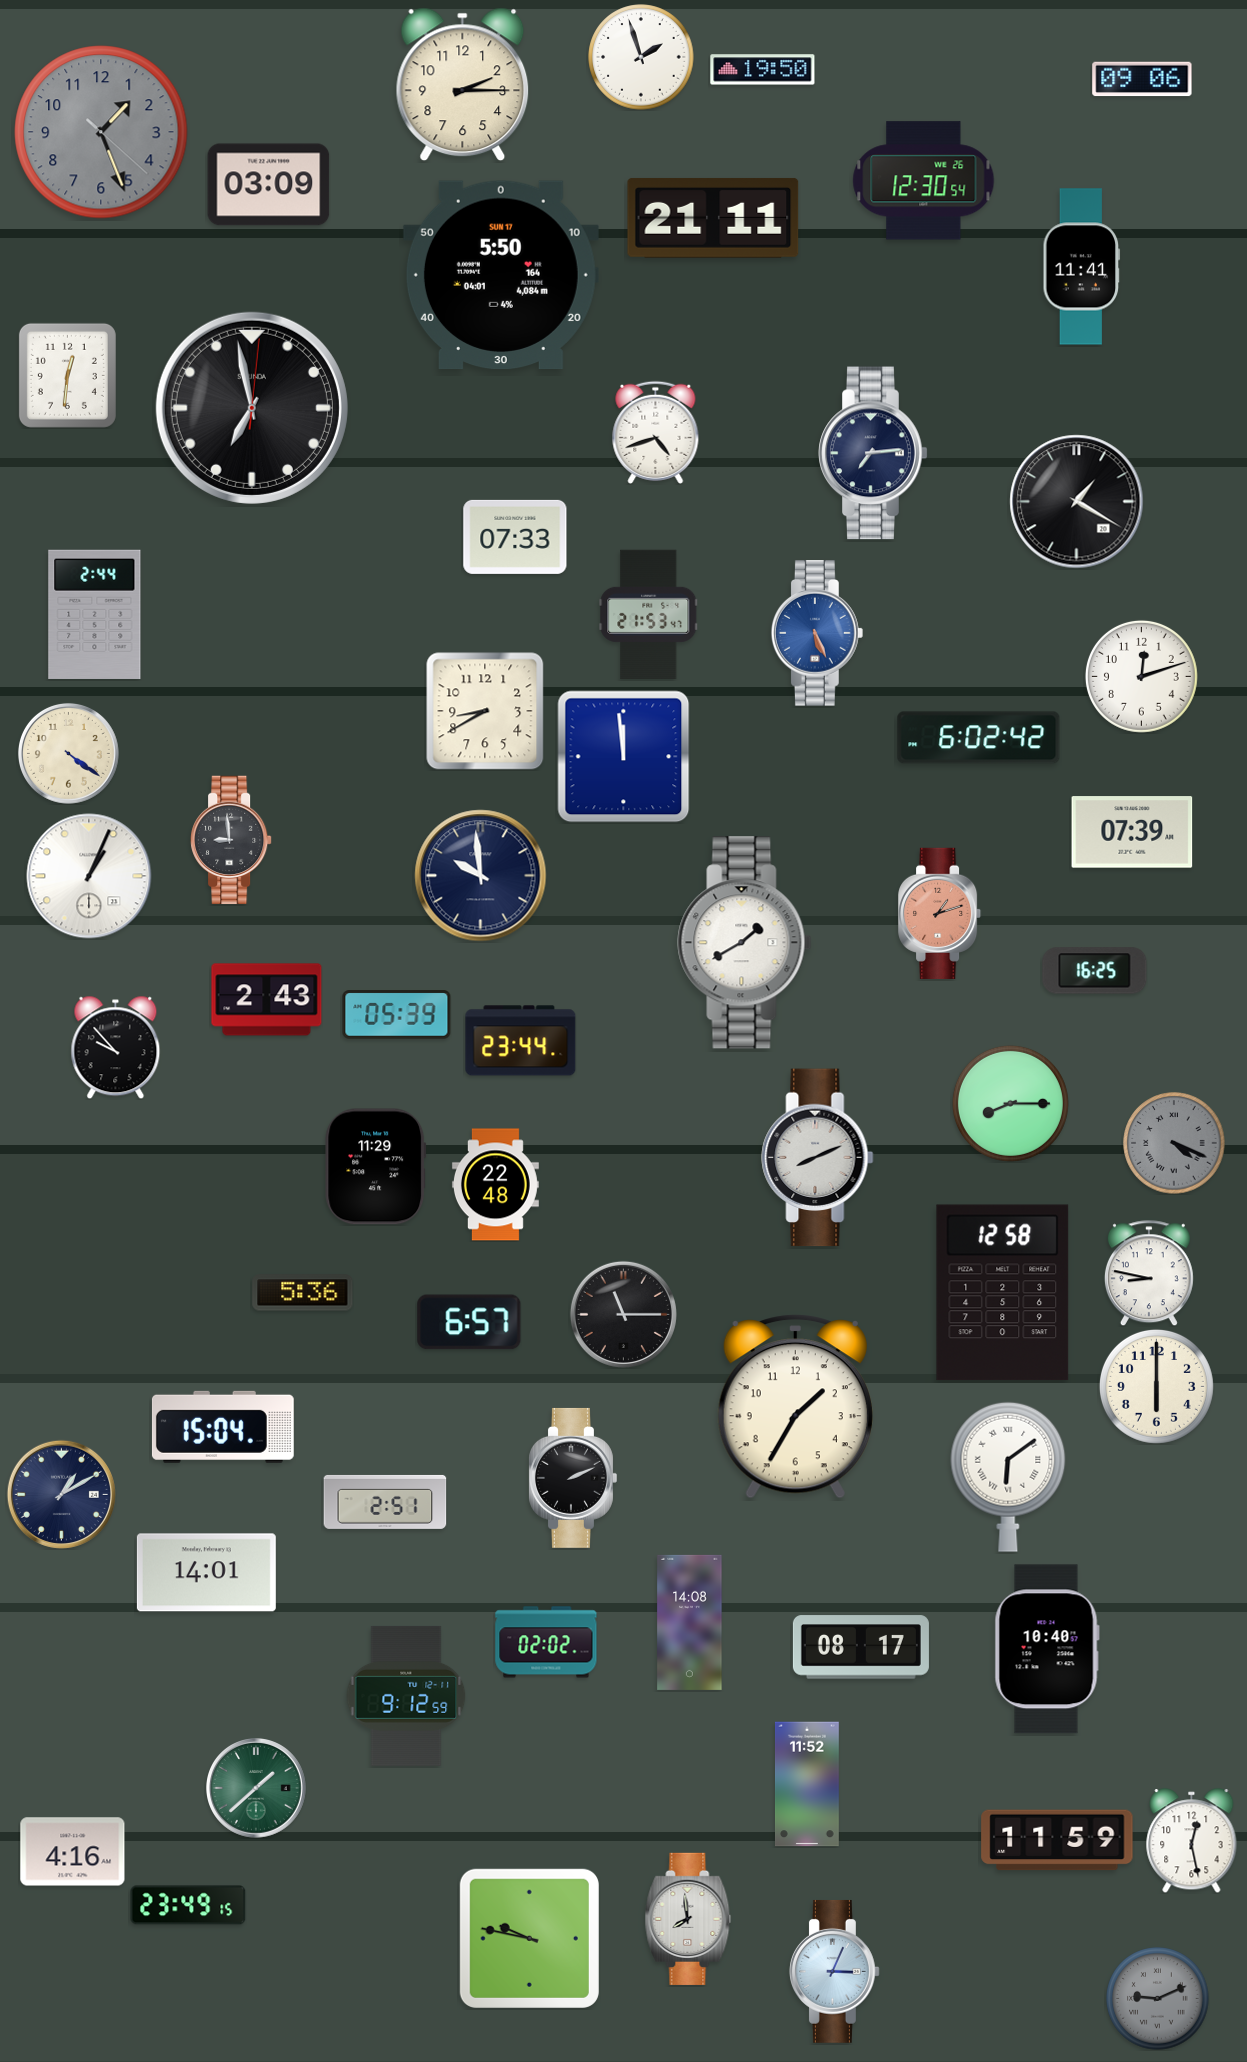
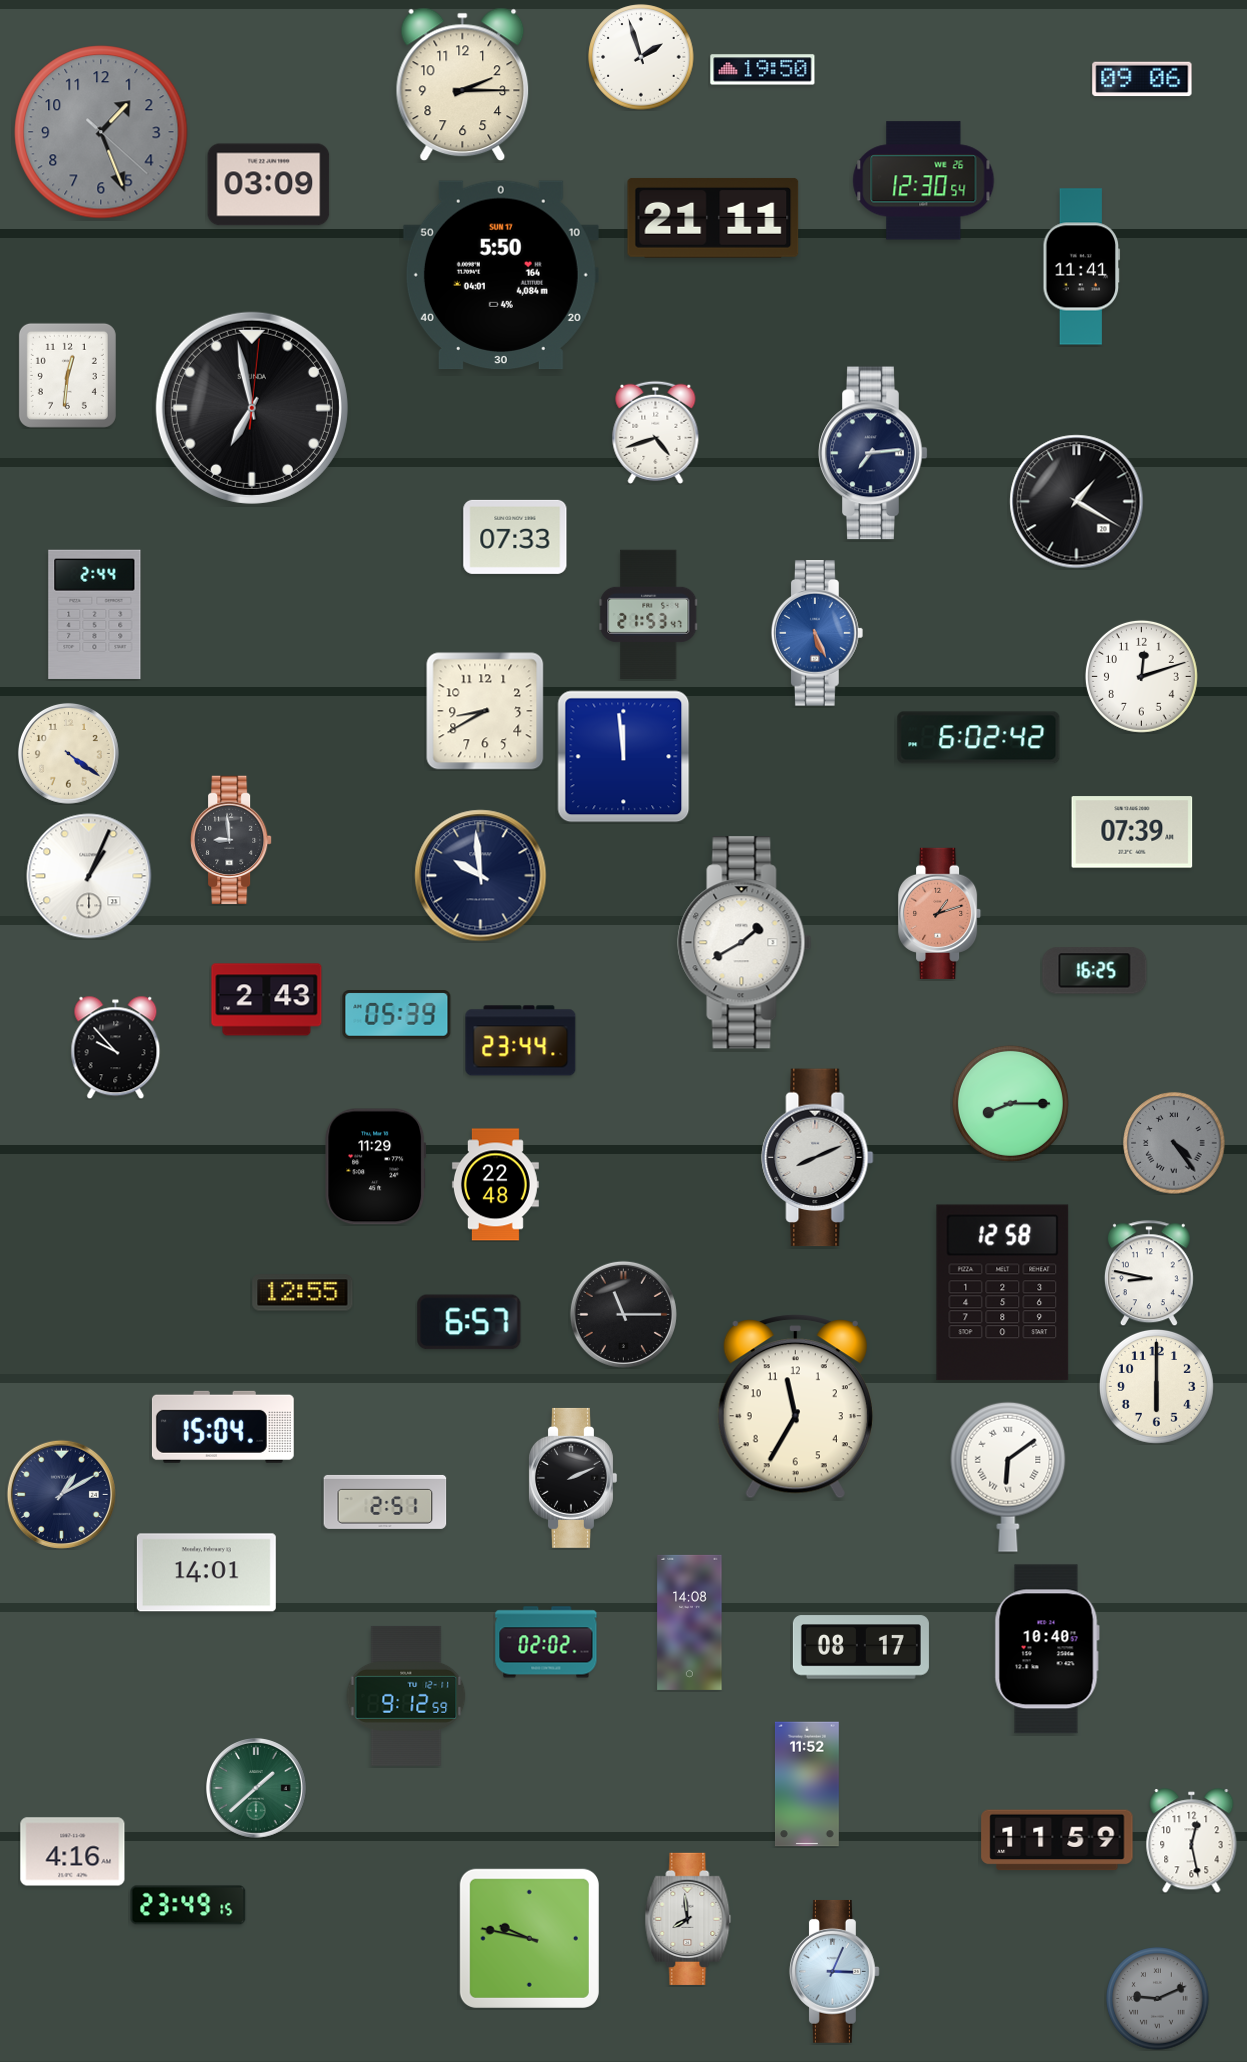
clock at (1174, 1143): 4:19 -> 4:24
clock at (303, 1293): 5:36 -> 12:55
clock at (795, 1407): 1:35 -> 11:35
